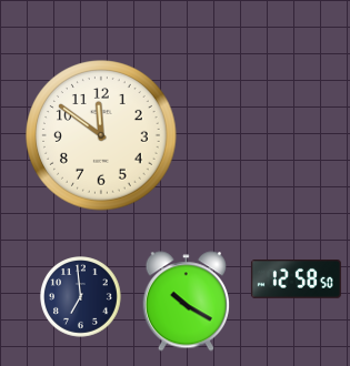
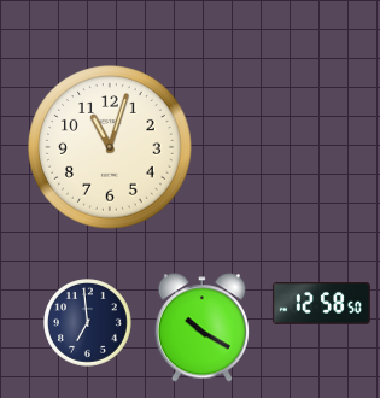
clock at (101, 135): 11:51 -> 11:03
